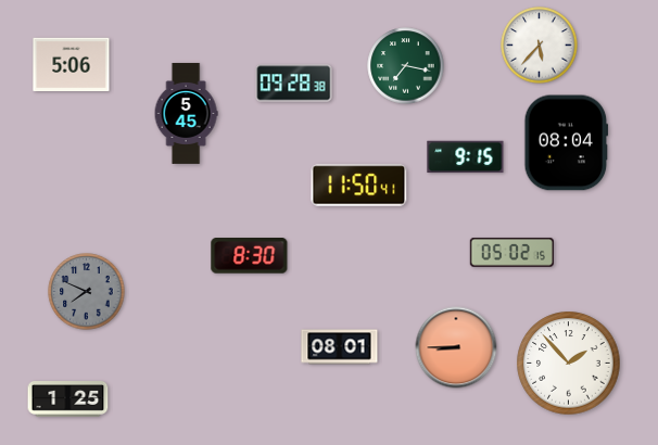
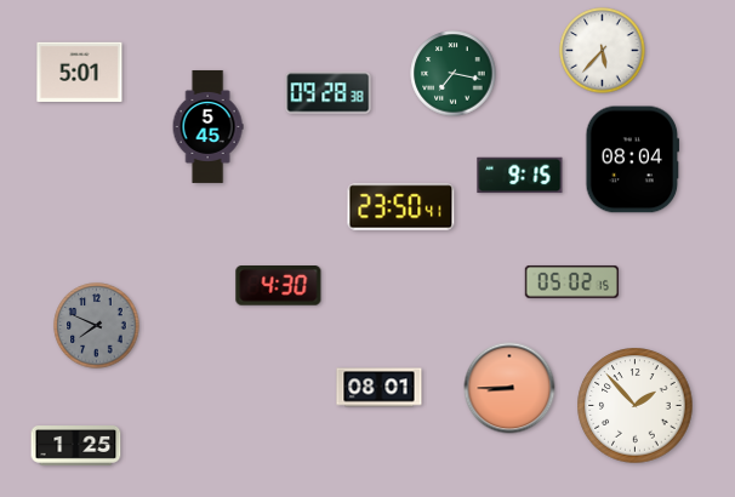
clock at (72, 64): 5:06 -> 5:01
clock at (359, 186): 11:50 -> 23:50
clock at (250, 256): 8:30 -> 4:30
